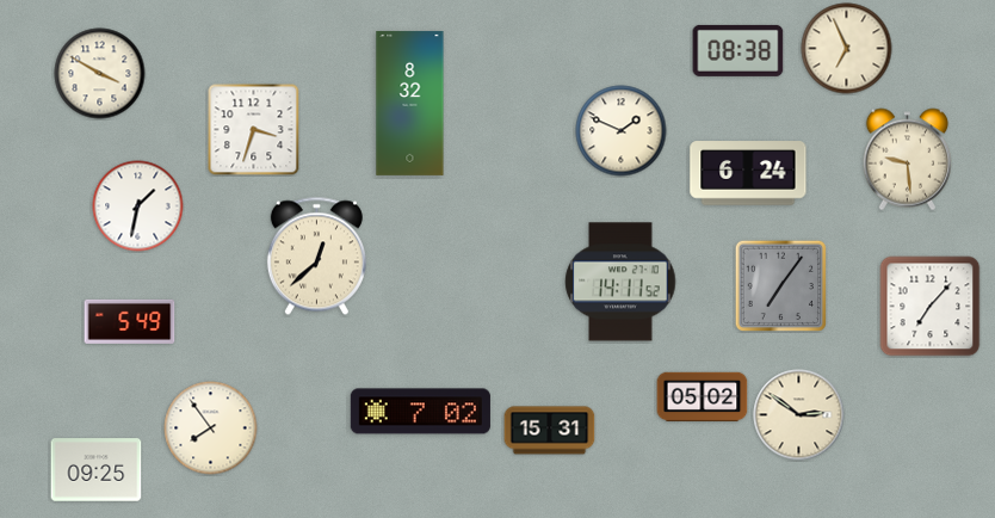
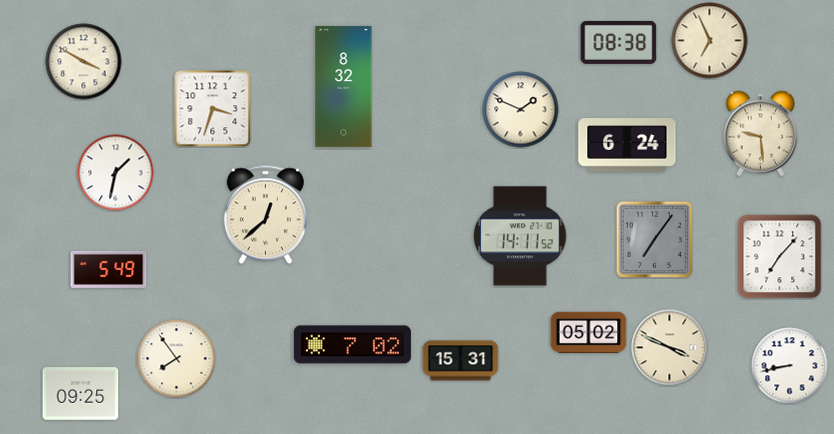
clock at (799, 415): 2:51 -> 3:49
clock at (790, 366): none -> 8:43
